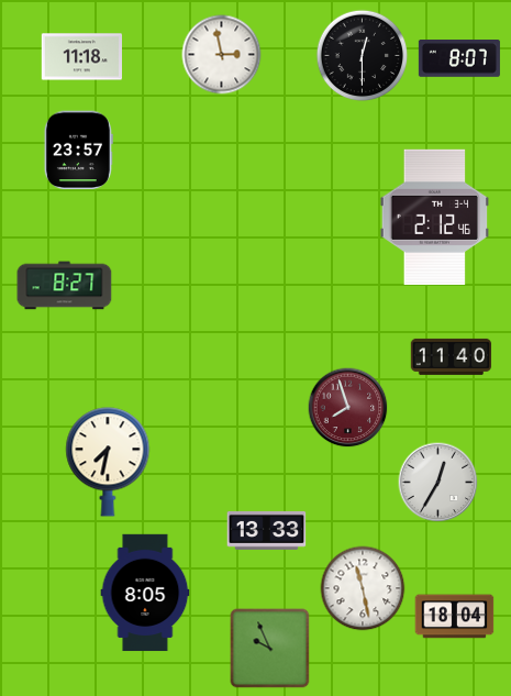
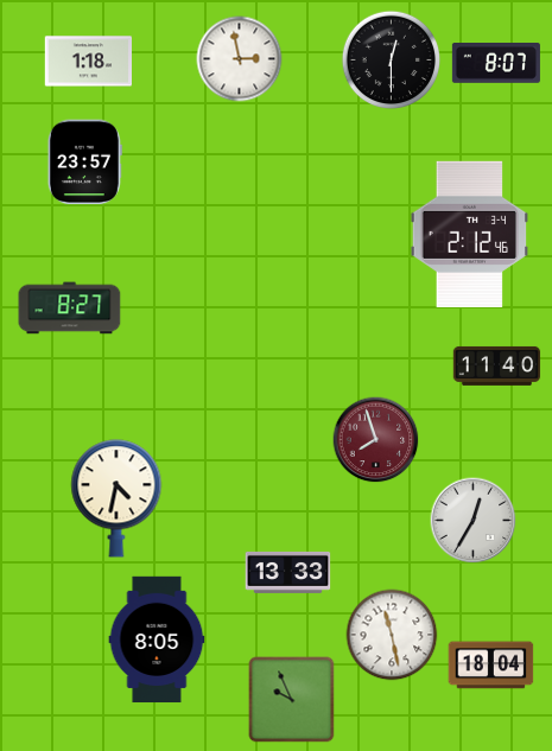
clock at (81, 57): 11:18 -> 1:18
clock at (452, 356) position: (452, 356) -> (497, 365)
clock at (108, 462): 7:32 -> 4:32
